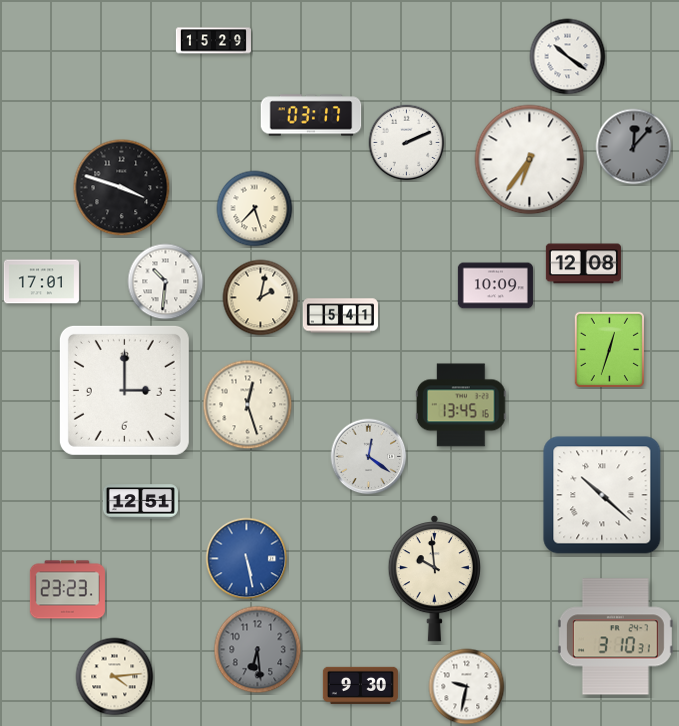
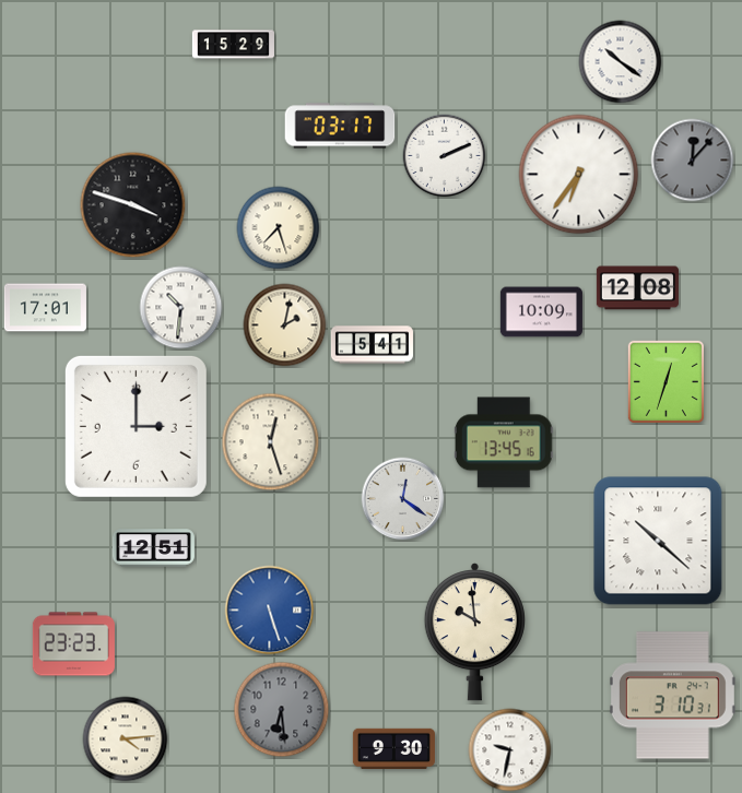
clock at (247, 559): 5:28 -> 5:27
